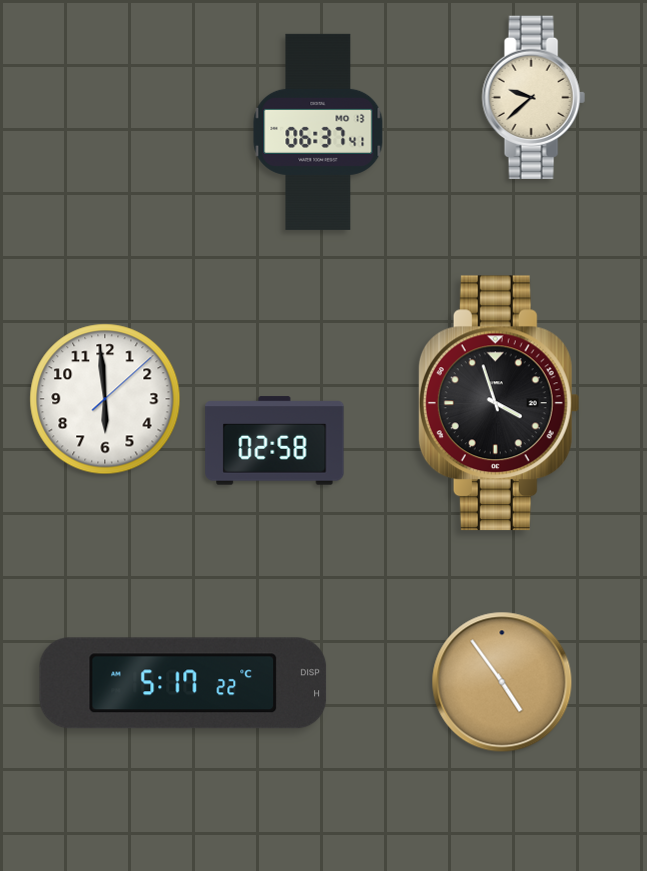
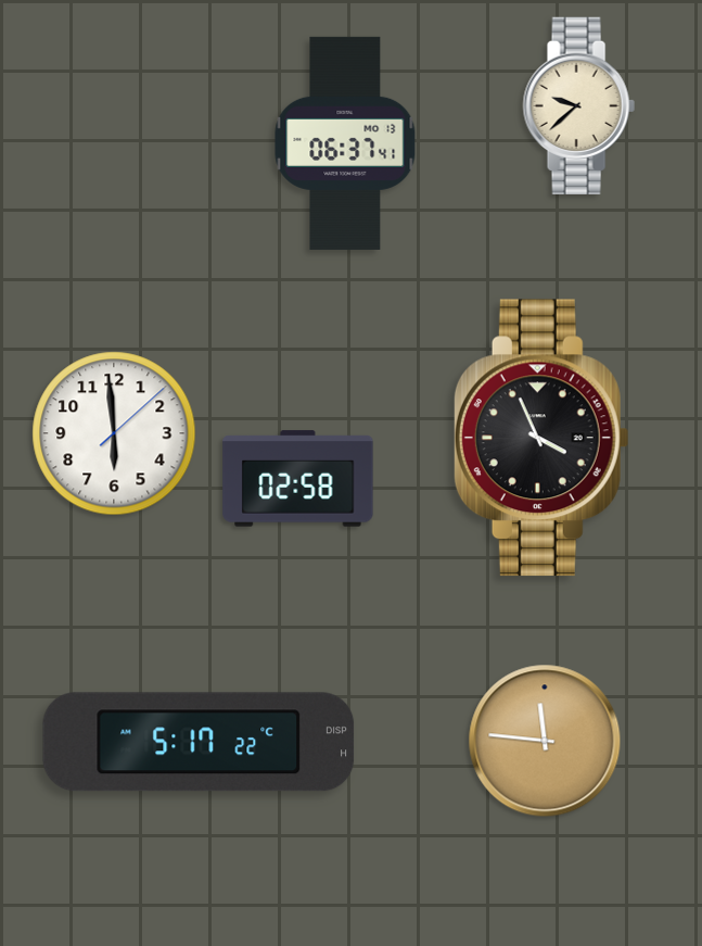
clock at (499, 403): 3:57 -> 3:56
clock at (502, 682): 4:54 -> 11:46
